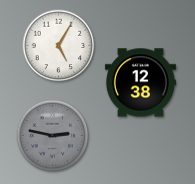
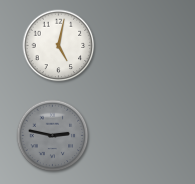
clock at (59, 46): 5:05 -> 5:02
clock at (140, 83): 12:38 -> none
